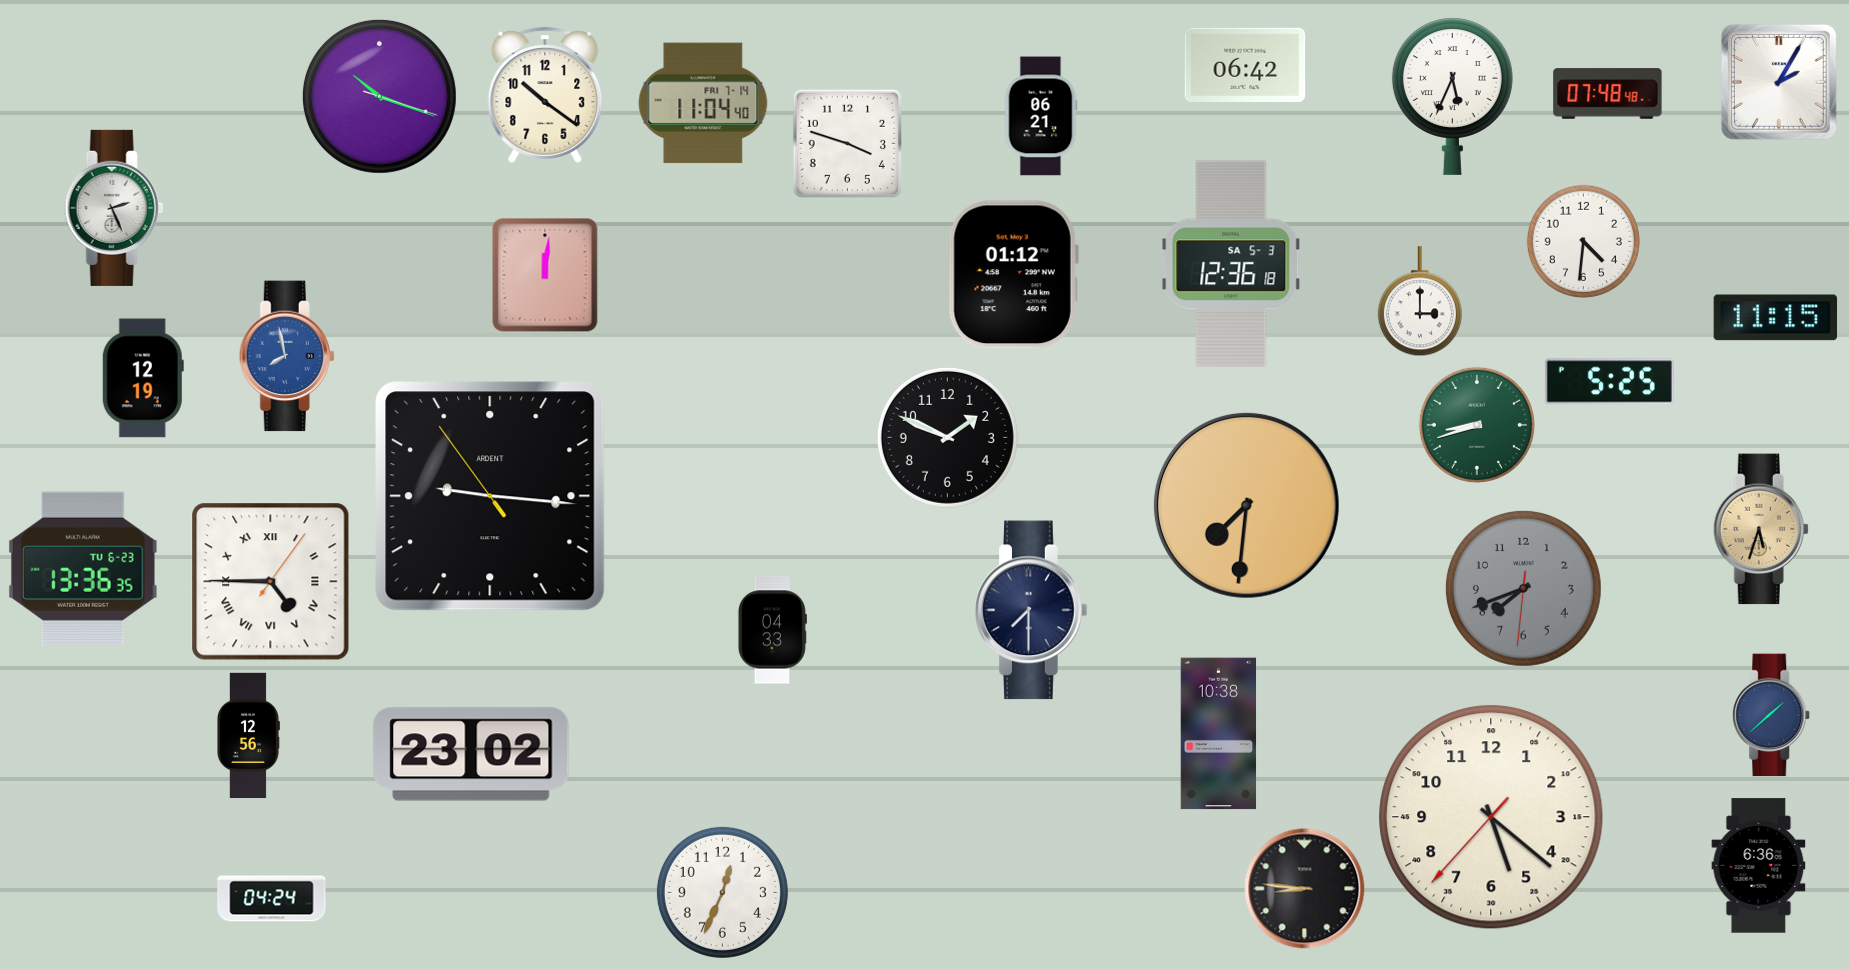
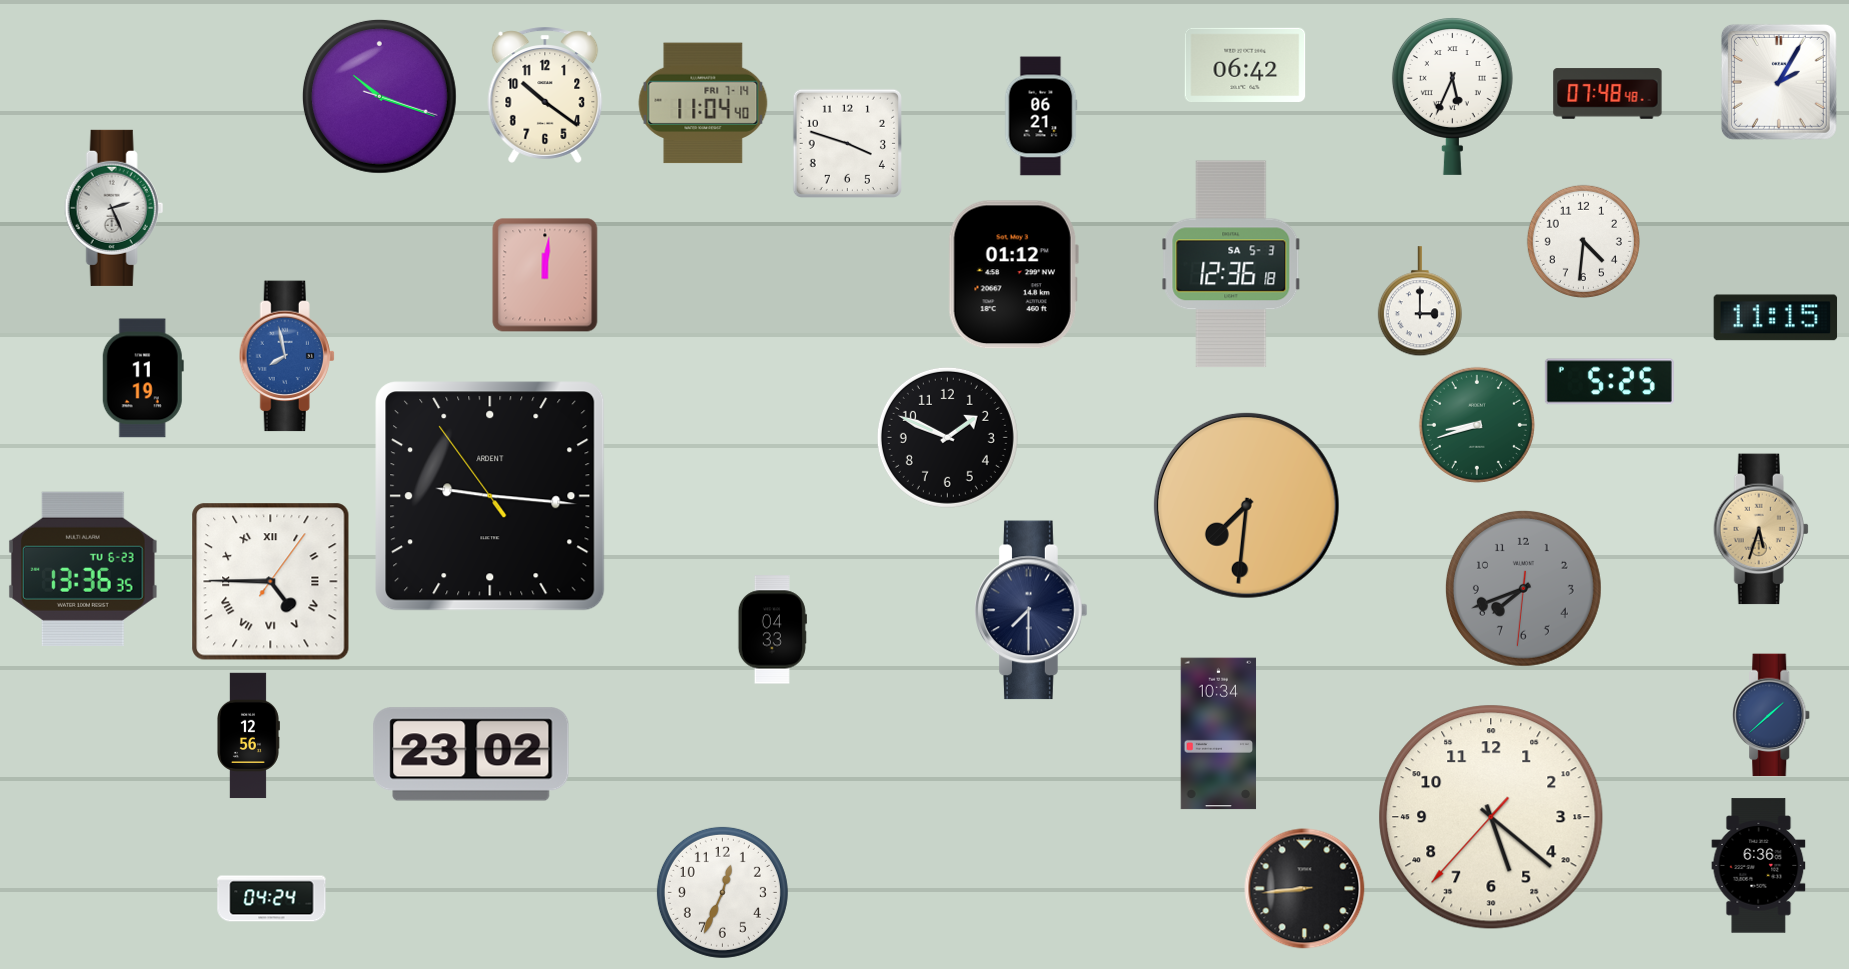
clock at (143, 378): 12:19 -> 11:19
clock at (1219, 734): 10:38 -> 10:34
clock at (1305, 889): 8:46 -> 8:44
